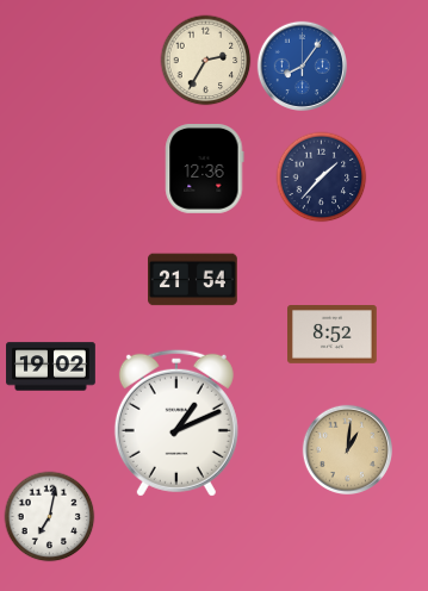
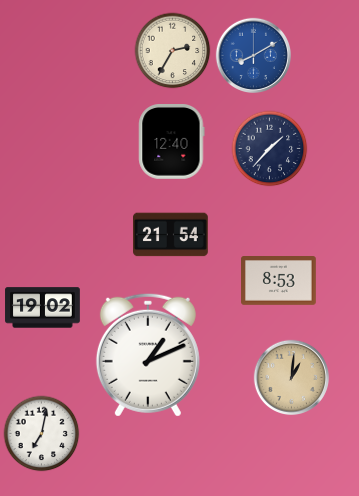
clock at (302, 66): 8:06 -> 8:10
clock at (205, 169): 12:36 -> 12:40
clock at (193, 280) position: (193, 280) -> (171, 235)
clock at (333, 335): 8:52 -> 8:53
